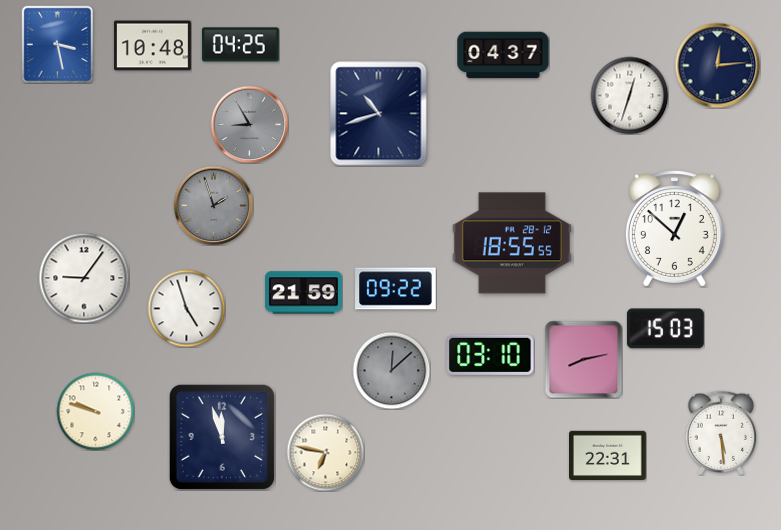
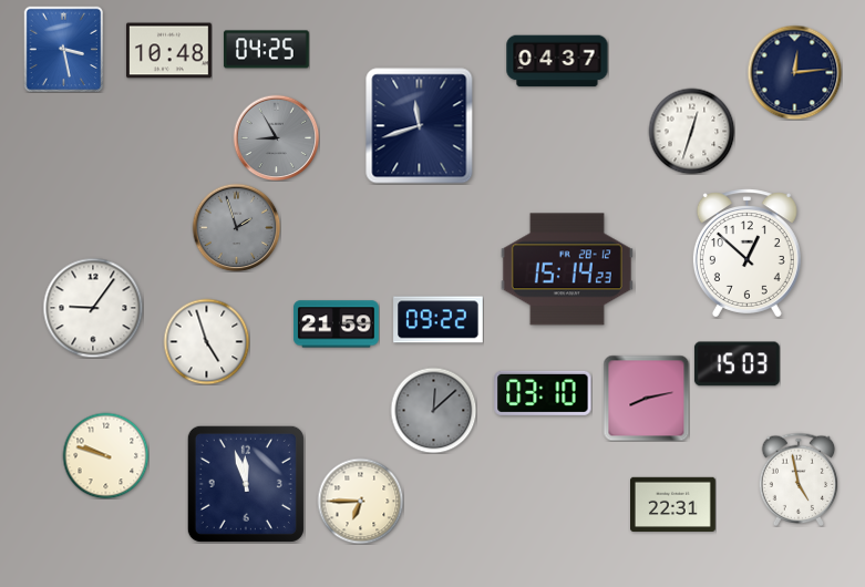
clock at (629, 95) position: (629, 95) -> (691, 131)
clock at (379, 114): 10:42 -> 11:42
clock at (512, 243): 18:55 -> 15:14
clock at (721, 432): 5:29 -> 4:58
clock at (325, 452): 6:47 -> 6:45
